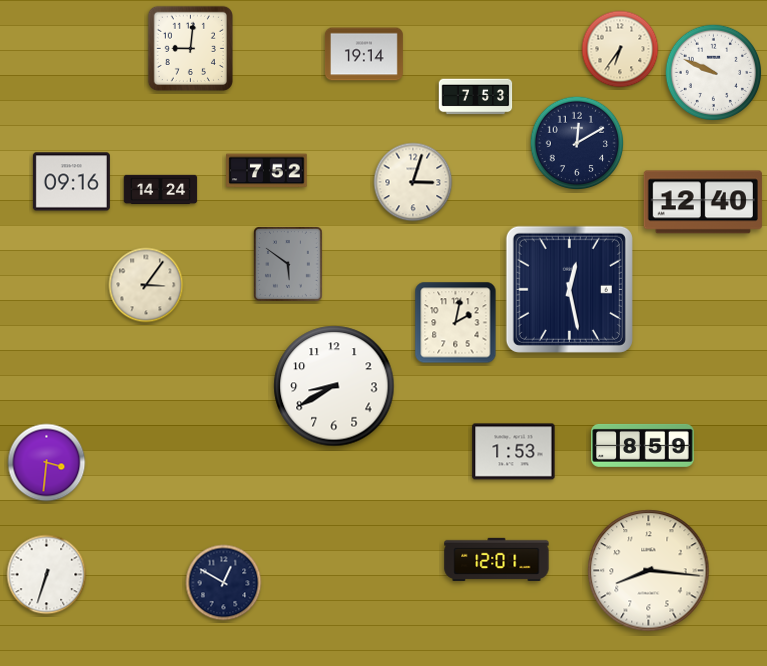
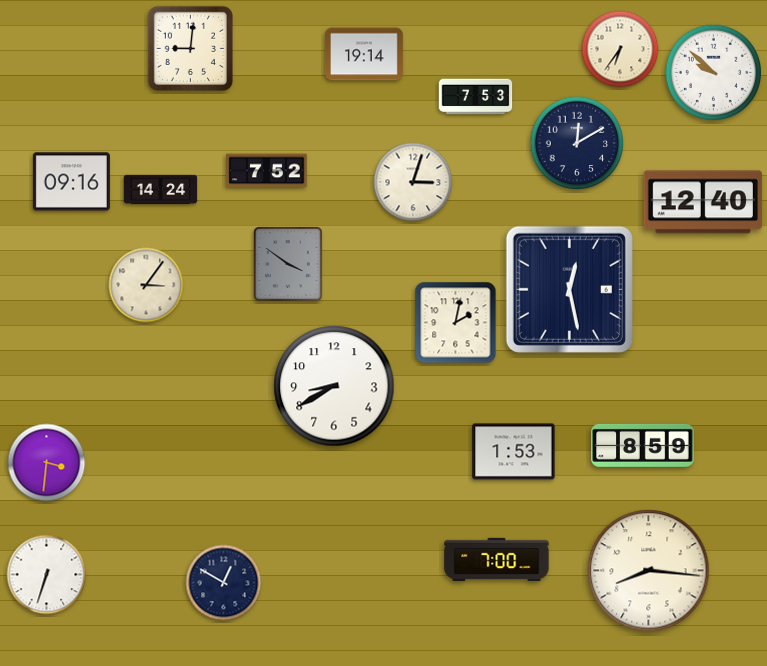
clock at (713, 72): 9:49 -> 9:52
clock at (289, 265): 5:51 -> 3:51
clock at (497, 559): 12:01 -> 7:00
